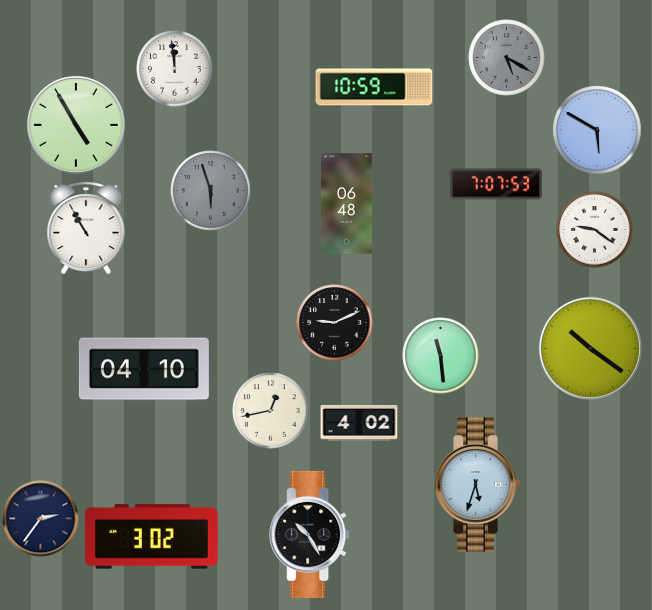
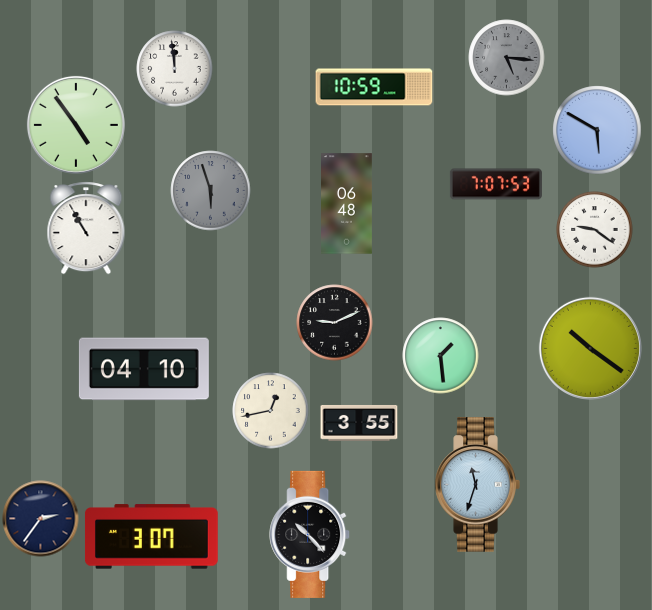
clock at (507, 58): 5:20 -> 5:16
clock at (76, 125): 4:55 -> 4:54
clock at (441, 356): 11:29 -> 1:29
clock at (359, 423): 4:02 -> 3:55
clock at (477, 485): 5:33 -> 11:33
clock at (310, 534): 10:25 -> 10:23
clock at (151, 537): 3:02 -> 3:07
